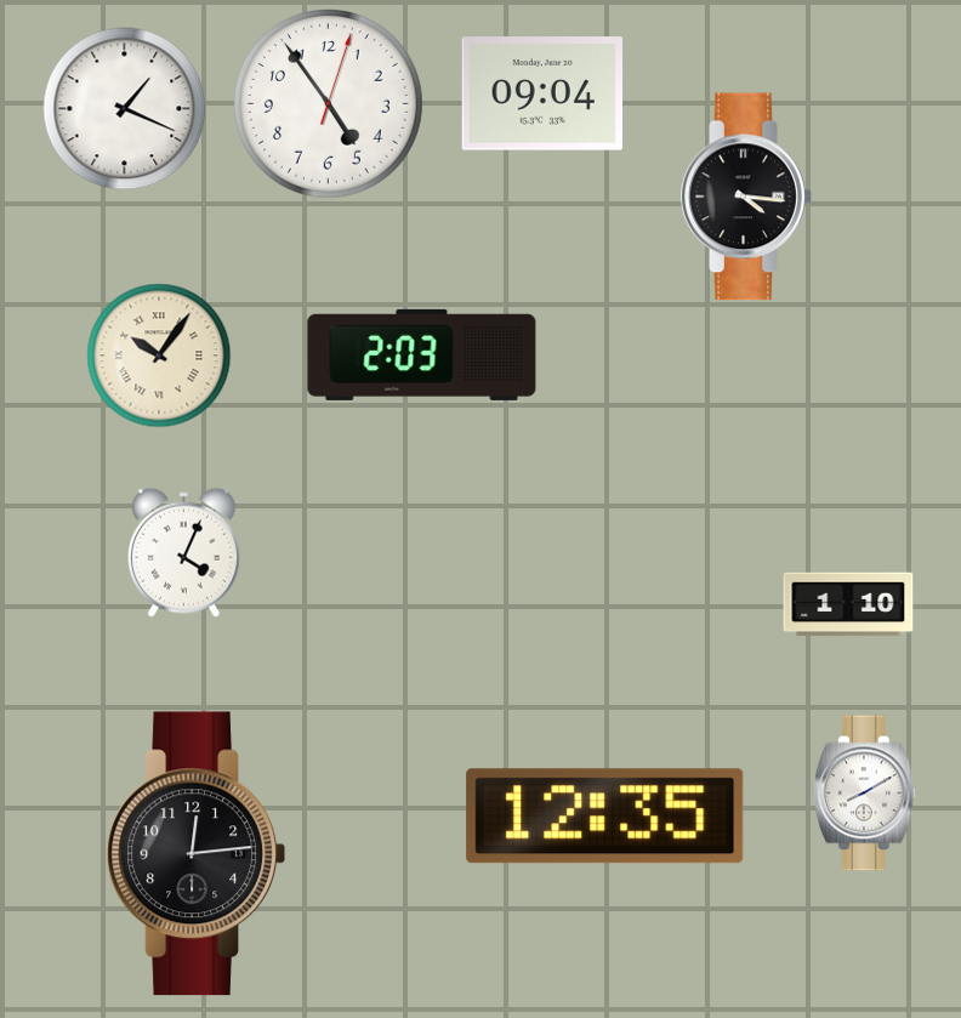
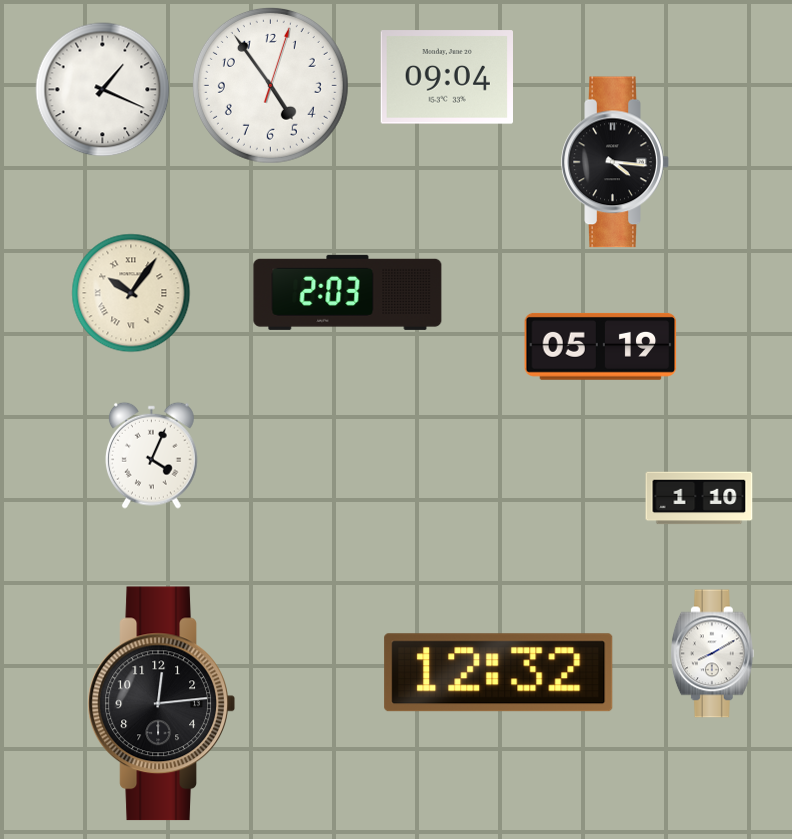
clock at (601, 346): none -> 05:19
clock at (605, 817): 12:35 -> 12:32
